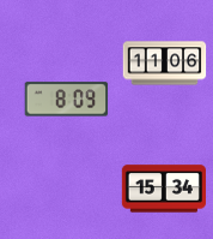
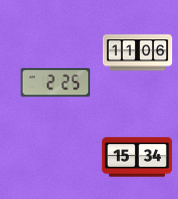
clock at (67, 100): 8:09 -> 2:25
